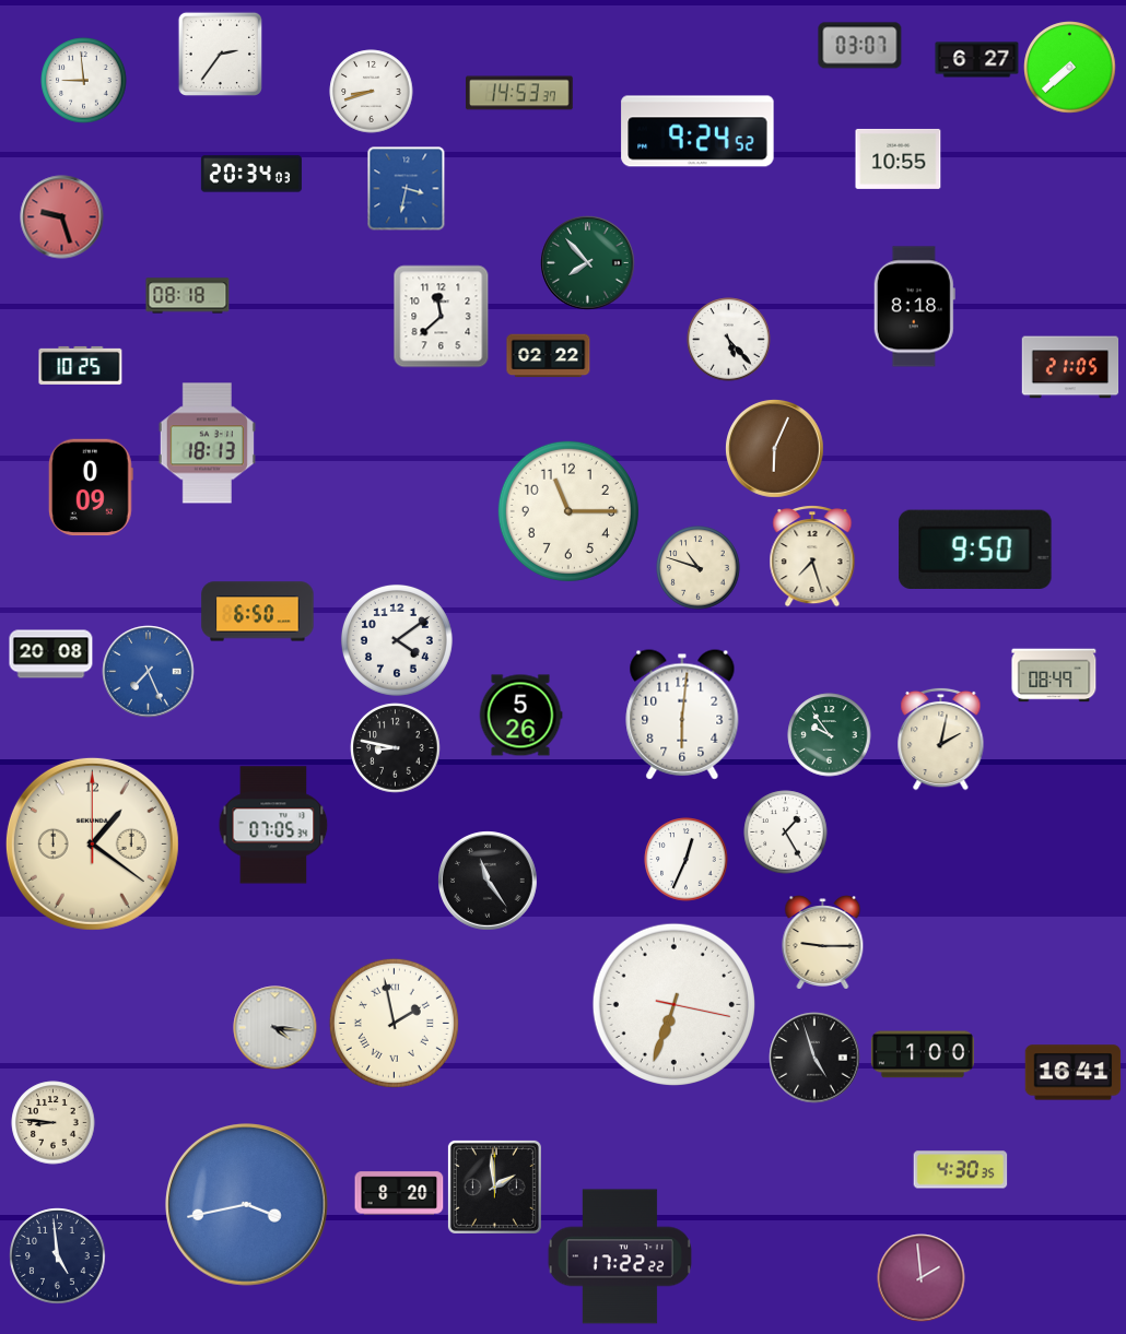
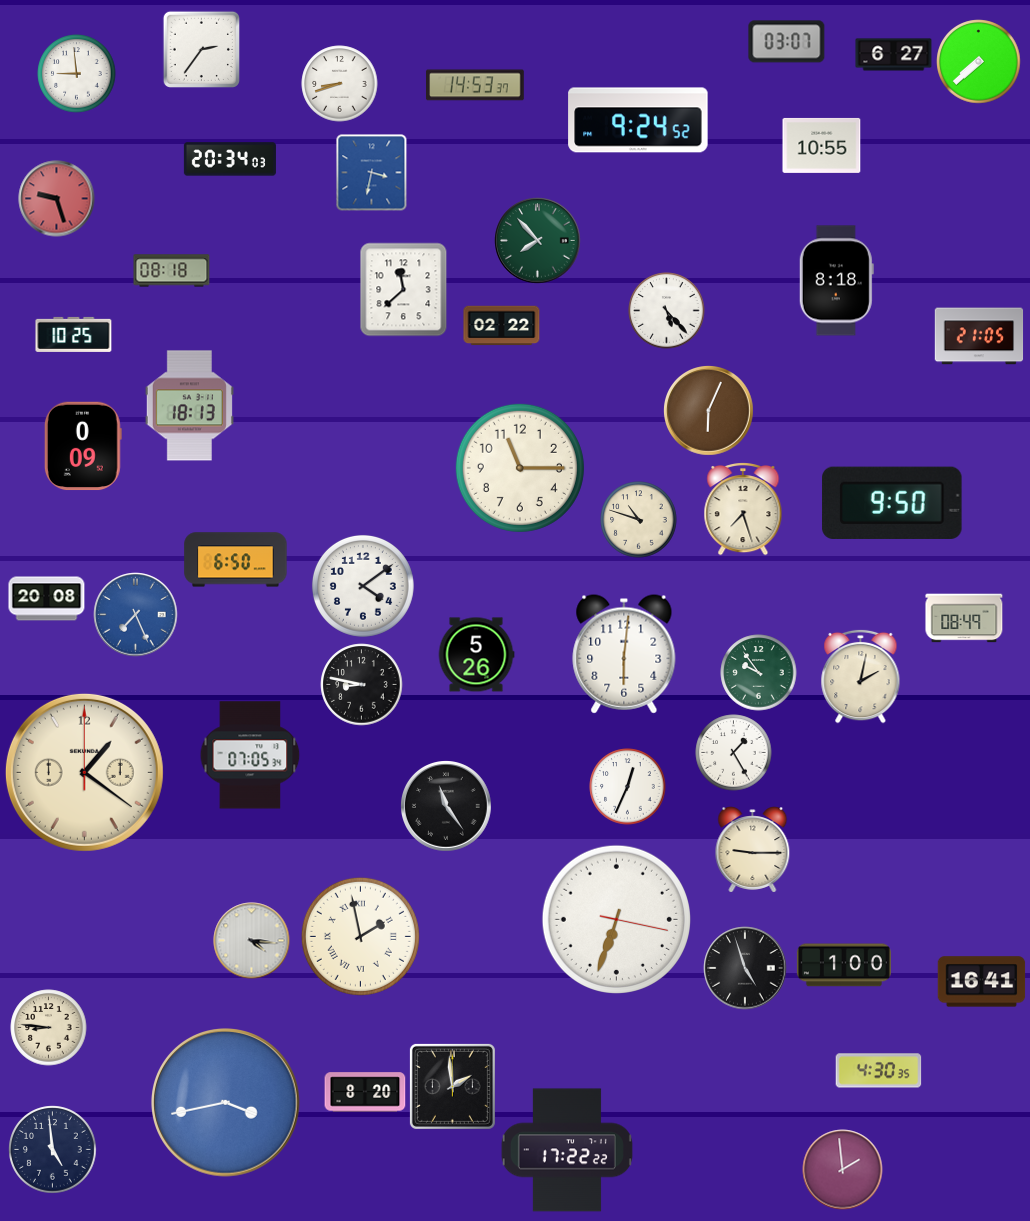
clock at (786, 833) position: (786, 833) -> (734, 753)
clock at (823, 943) position: (823, 943) -> (753, 850)
